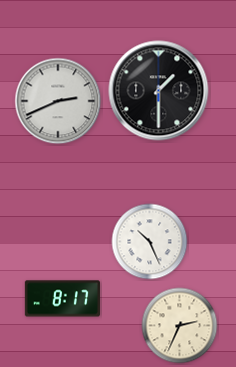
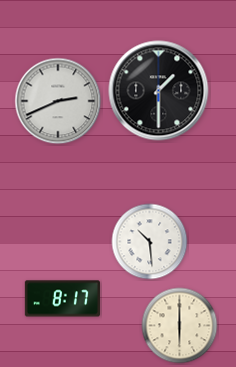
clock at (150, 242): 10:26 -> 10:29
clock at (180, 326): 2:34 -> 6:00
